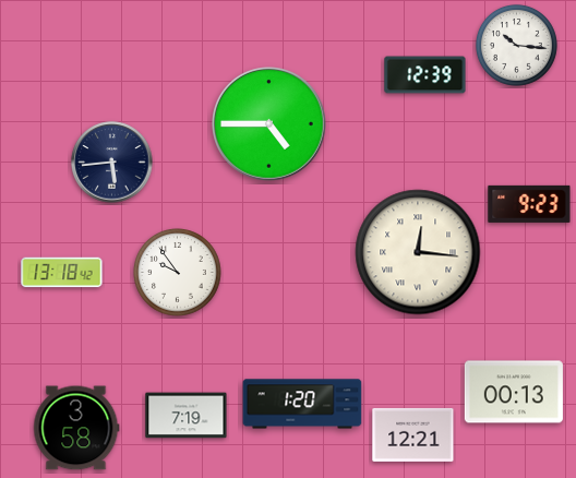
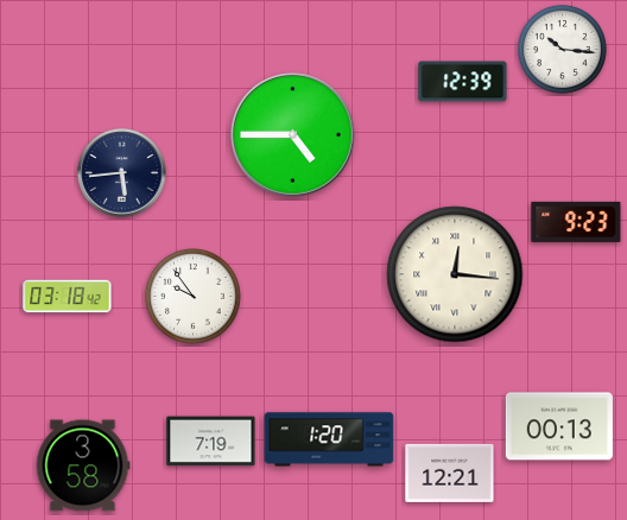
clock at (112, 163) position: (112, 163) -> (122, 173)
clock at (62, 273): 13:18 -> 03:18
clock at (187, 416) position: (187, 416) -> (211, 442)
